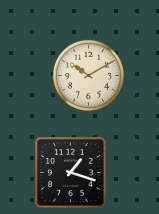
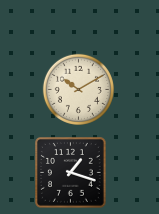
clock at (88, 75) position: (88, 75) -> (78, 89)
